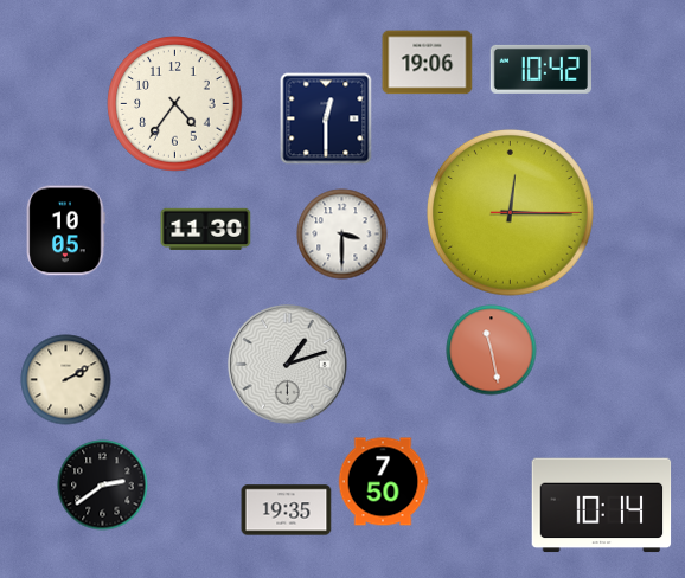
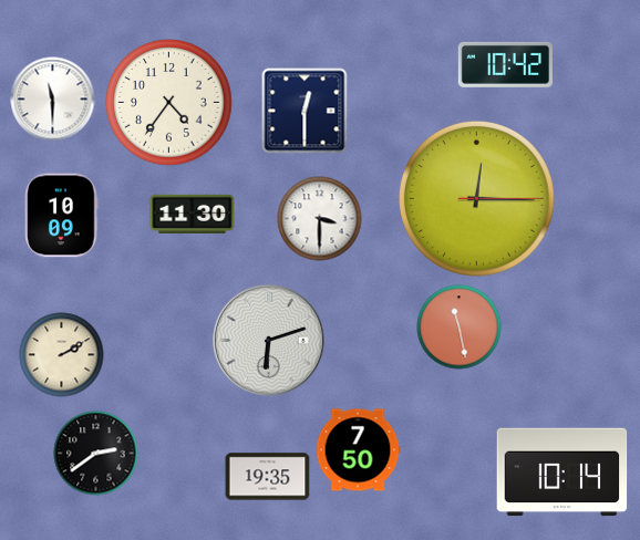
clock at (428, 63): 19:06 -> none
clock at (175, 104) position: (175, 104) -> (169, 103)
clock at (53, 100): none -> 11:30
clock at (66, 231): 10:05 -> 10:09
clock at (288, 365): 1:12 -> 6:12
